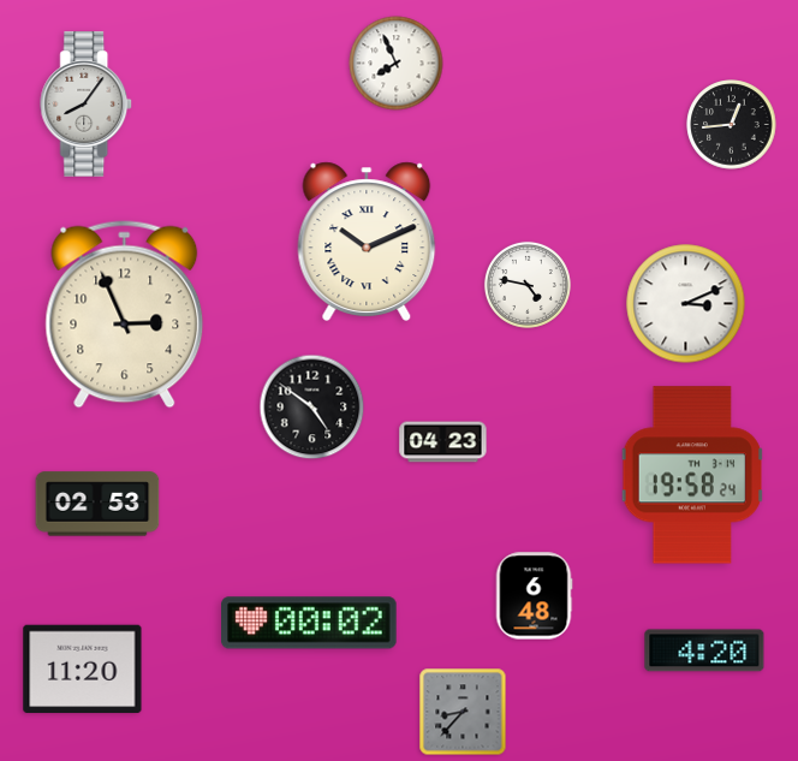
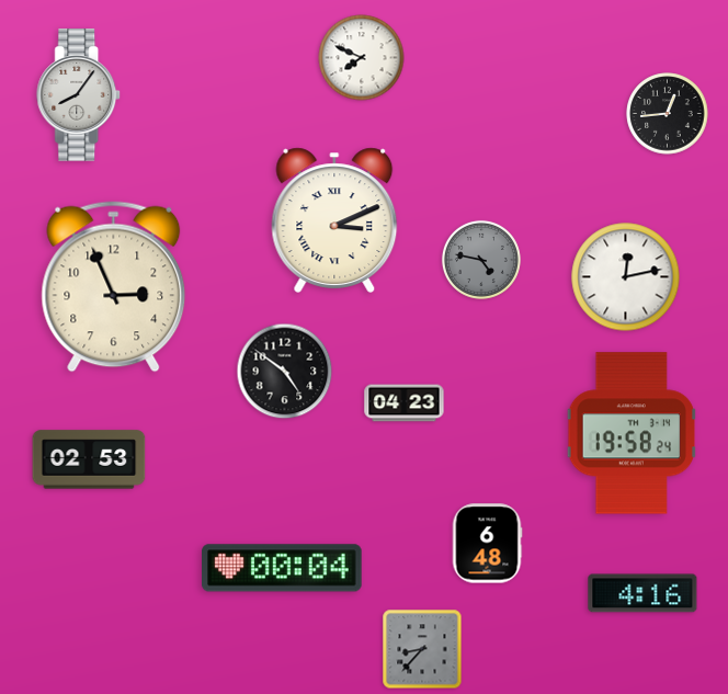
clock at (397, 64): 7:56 -> 7:49
clock at (367, 242): 10:11 -> 3:11
clock at (528, 285) dial: white -> grey
clock at (686, 304): 3:11 -> 12:13
clock at (310, 623): 00:02 -> 00:04
clock at (704, 650): 4:20 -> 4:16
clock at (83, 670): 11:20 -> none
